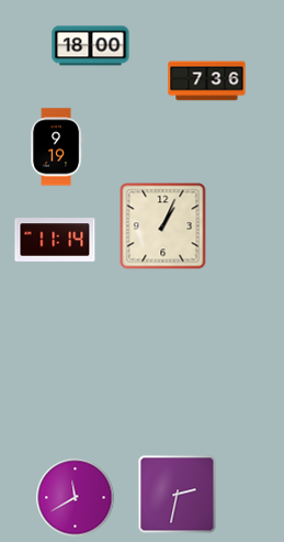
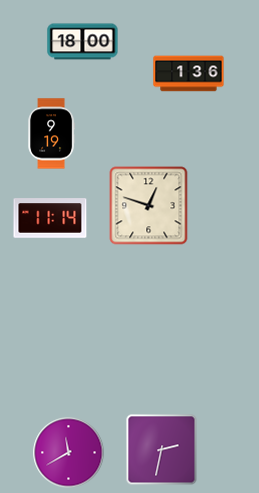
clock at (207, 81): 7:36 -> 1:36
clock at (163, 226): 1:04 -> 12:48
